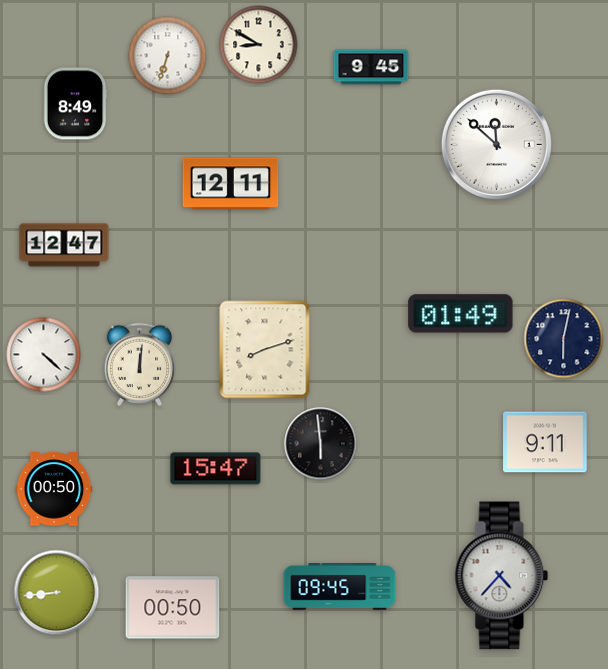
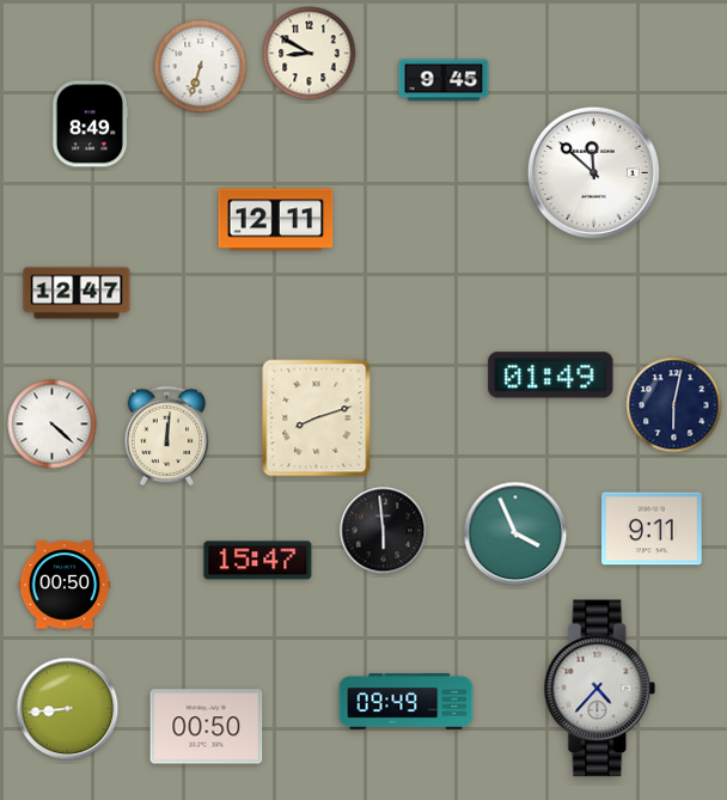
clock at (515, 533): none -> 3:56
clock at (340, 587): 09:45 -> 09:49
